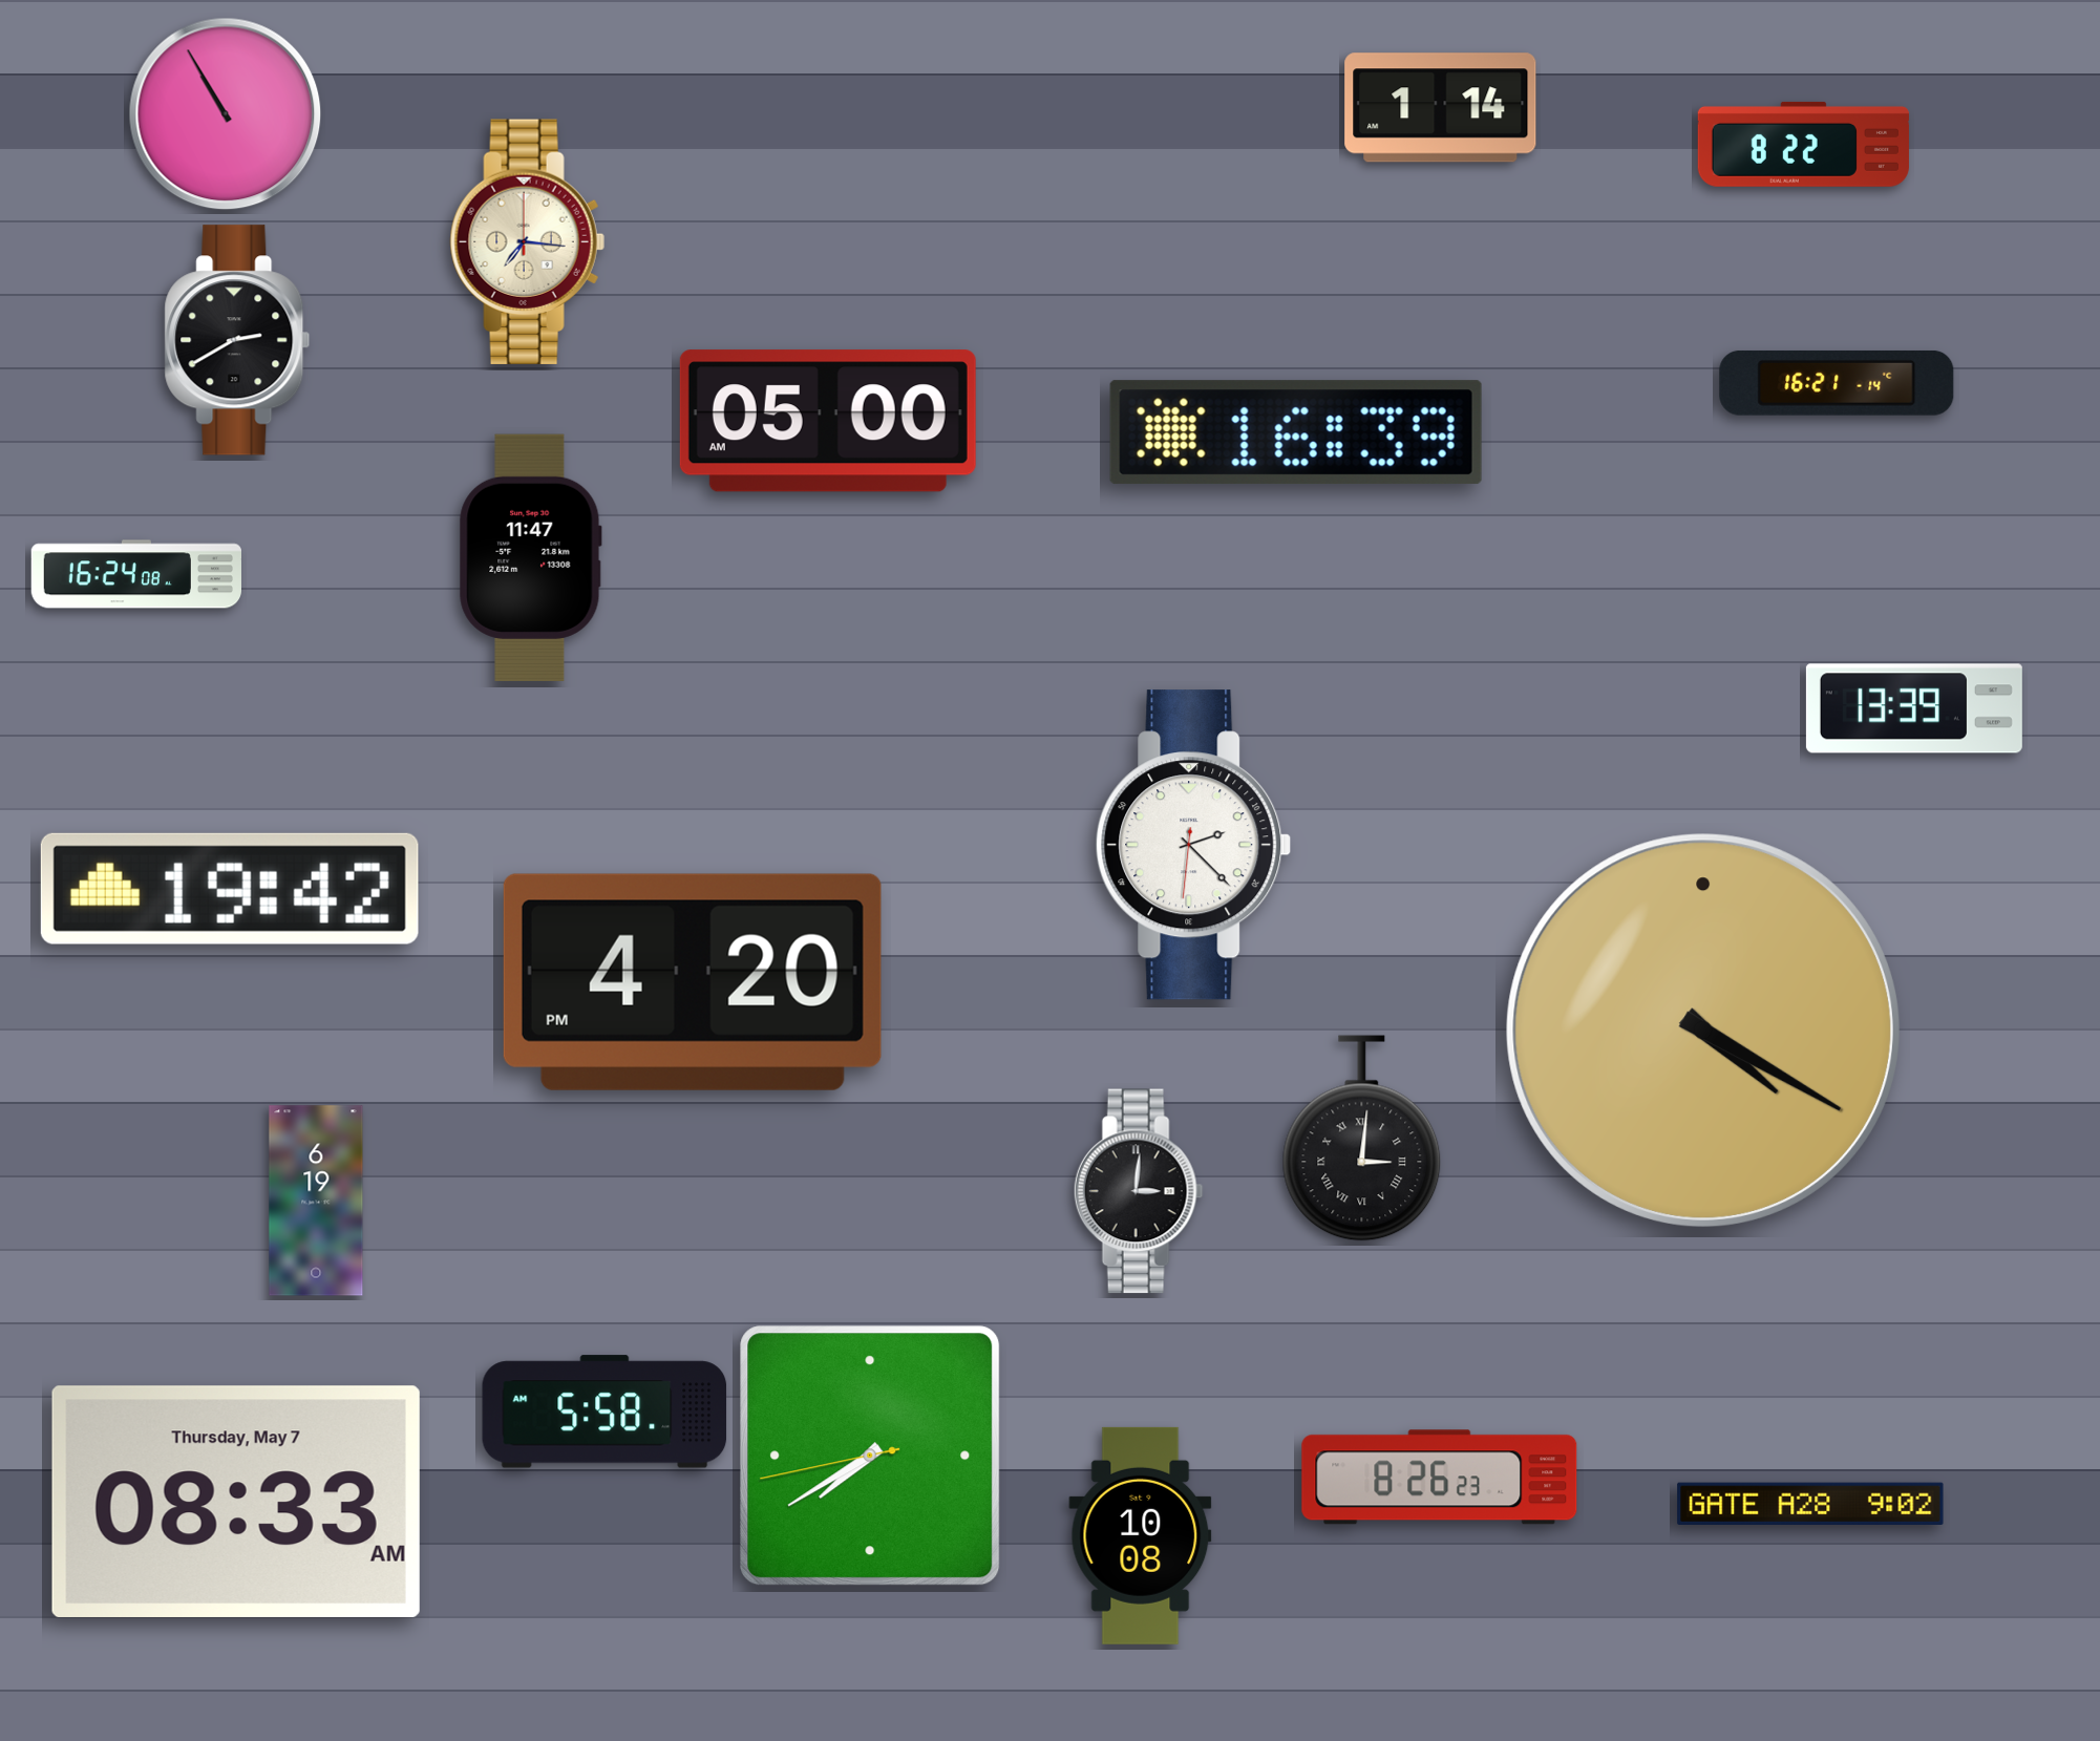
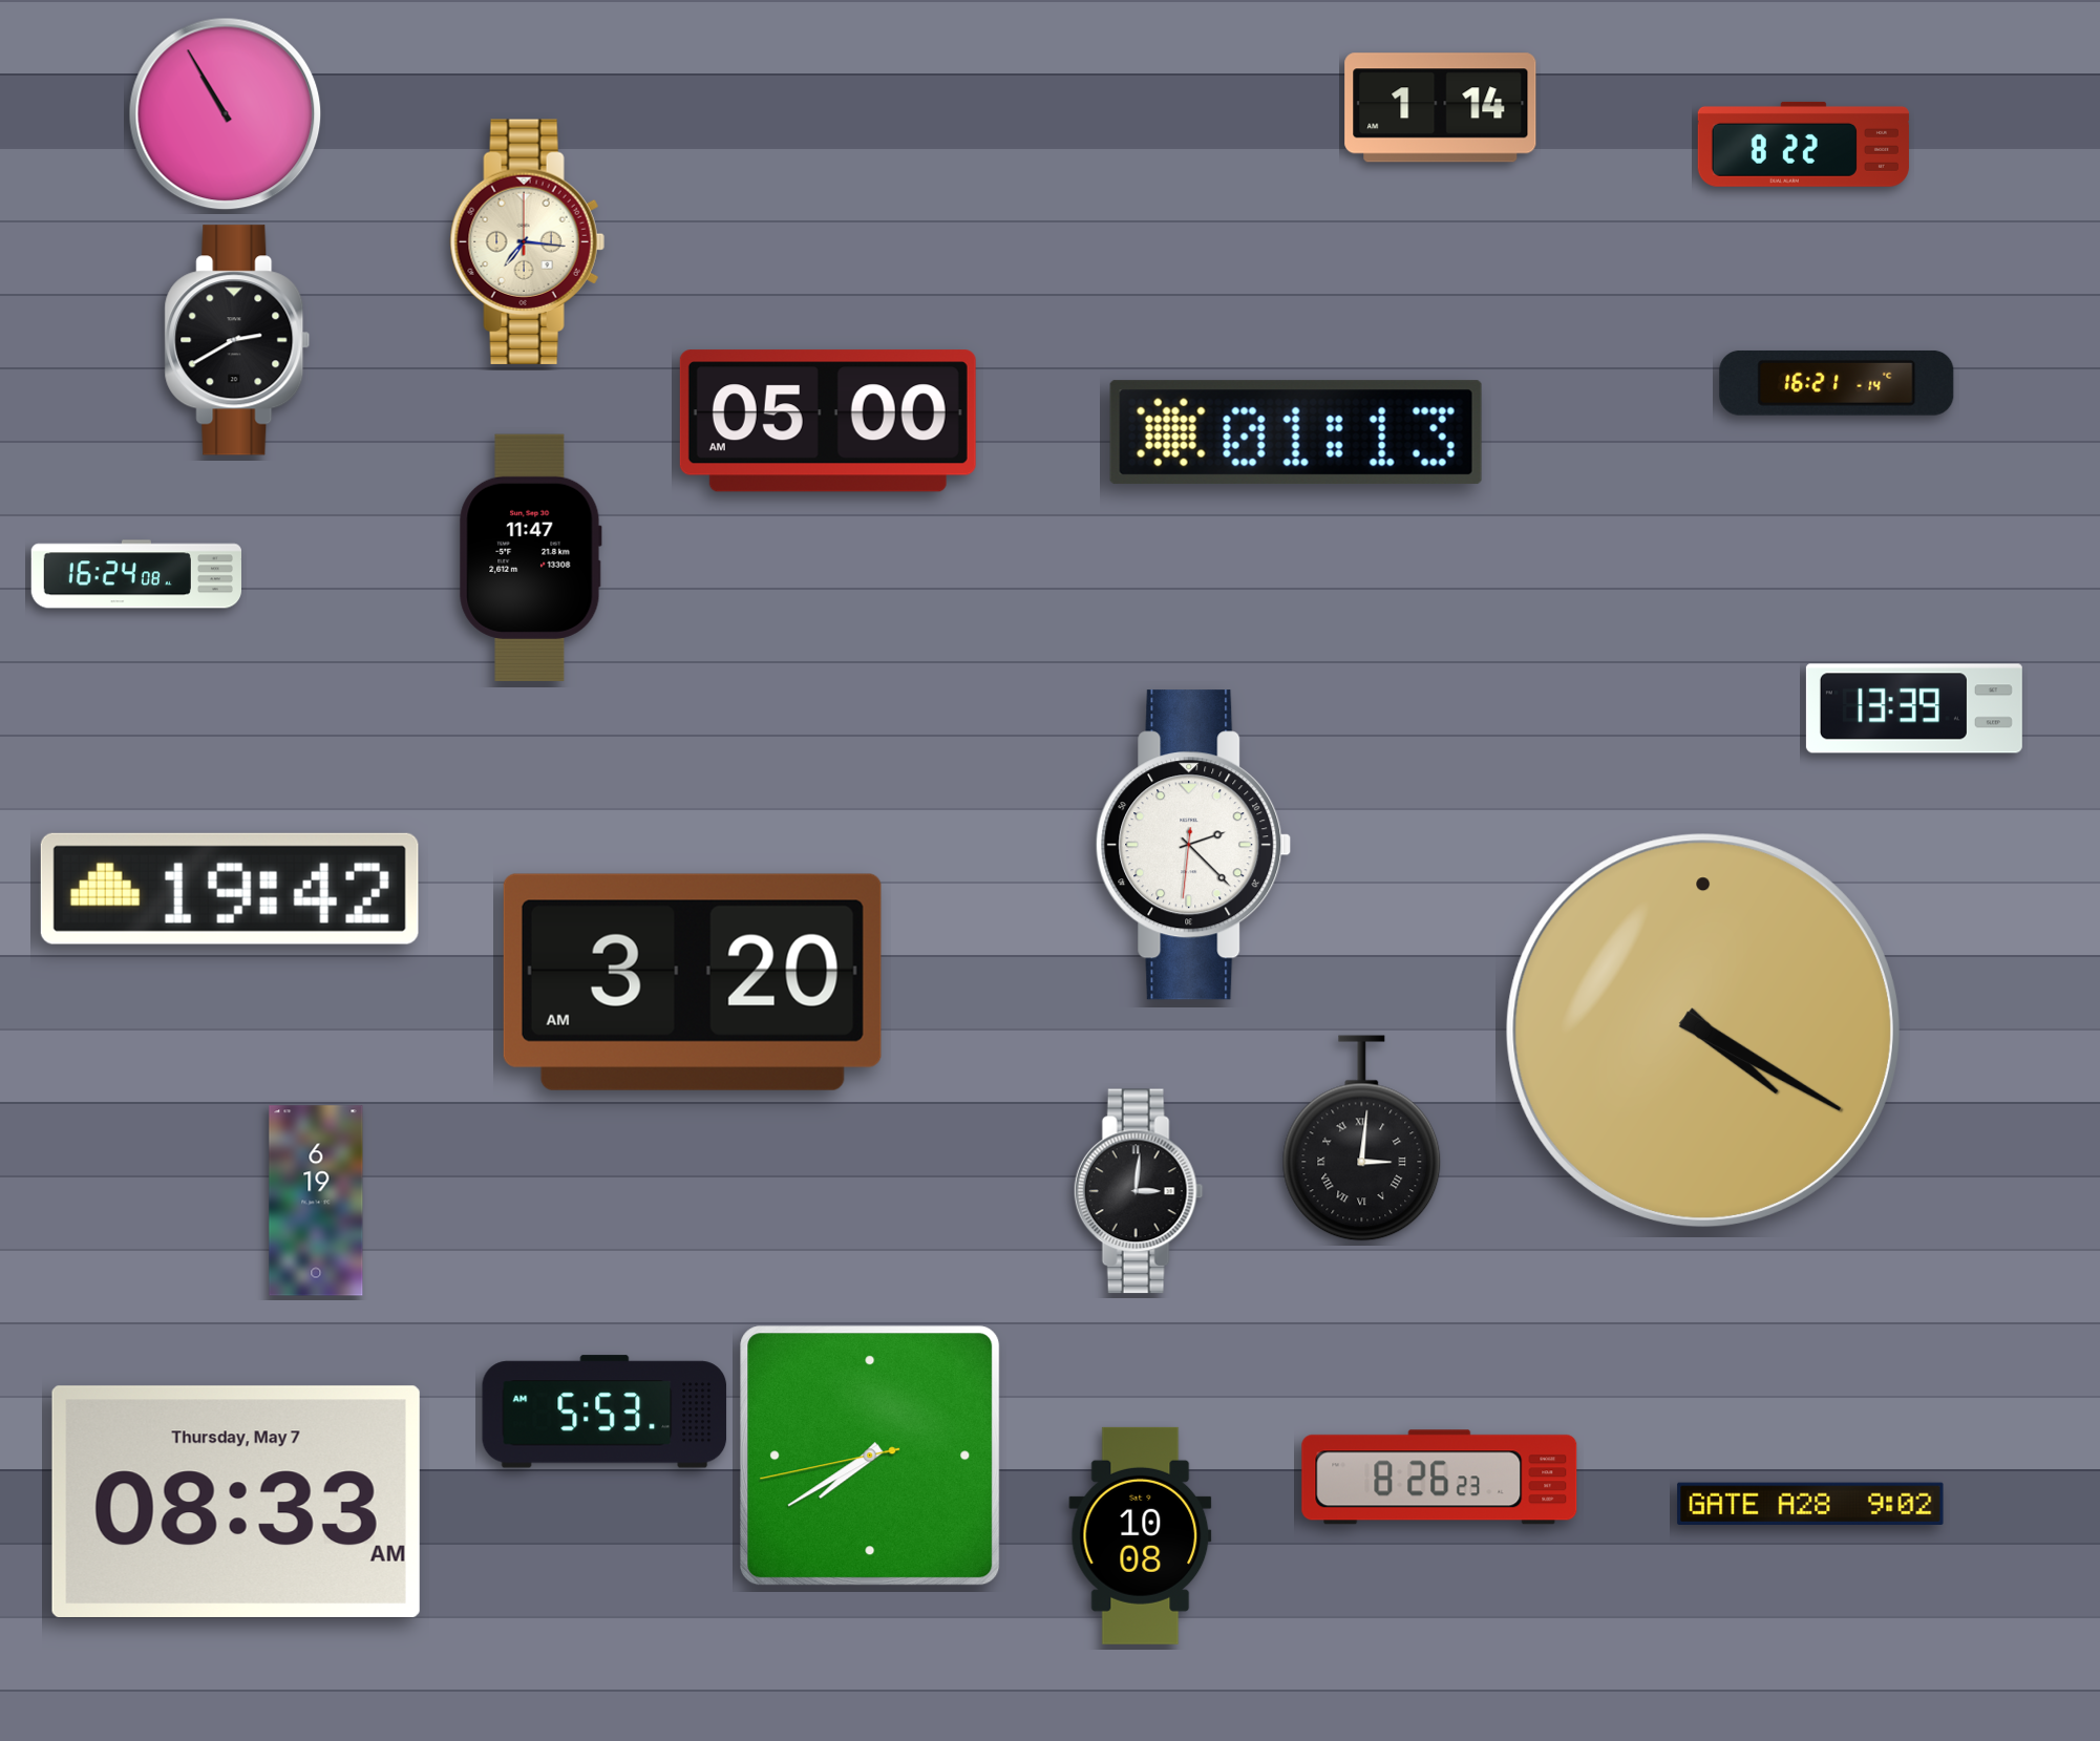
clock at (1296, 432): 16:39 -> 01:13
clock at (693, 982): 4:20 -> 3:20
clock at (604, 1411): 5:58 -> 5:53
